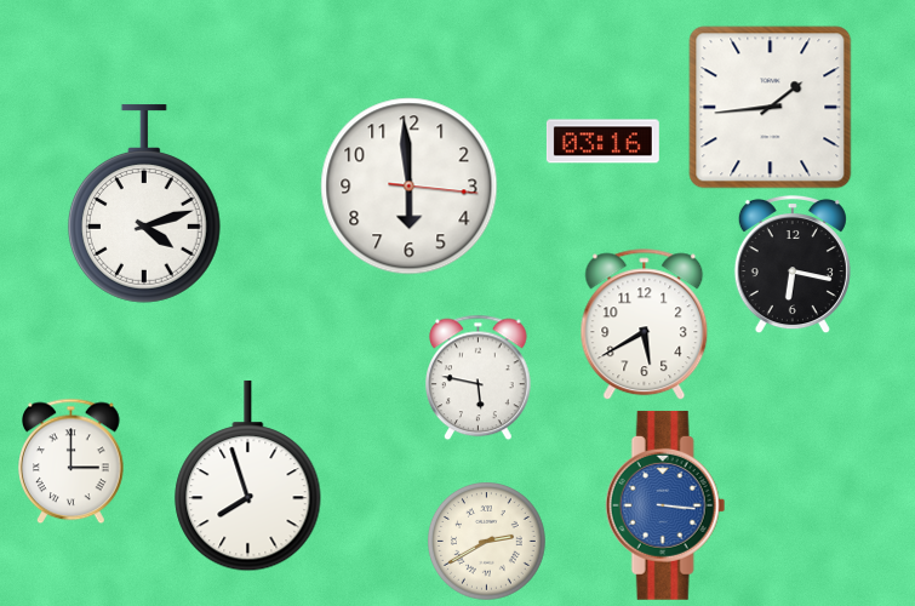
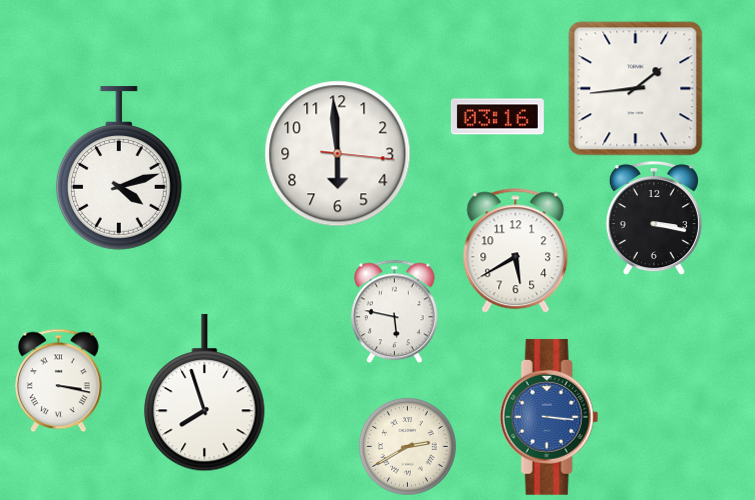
clock at (793, 264): 6:17 -> 3:17
clock at (645, 325) position: (645, 325) -> (516, 251)
clock at (72, 461): 3:00 -> 3:17
clock at (487, 542) position: (487, 542) -> (408, 447)
